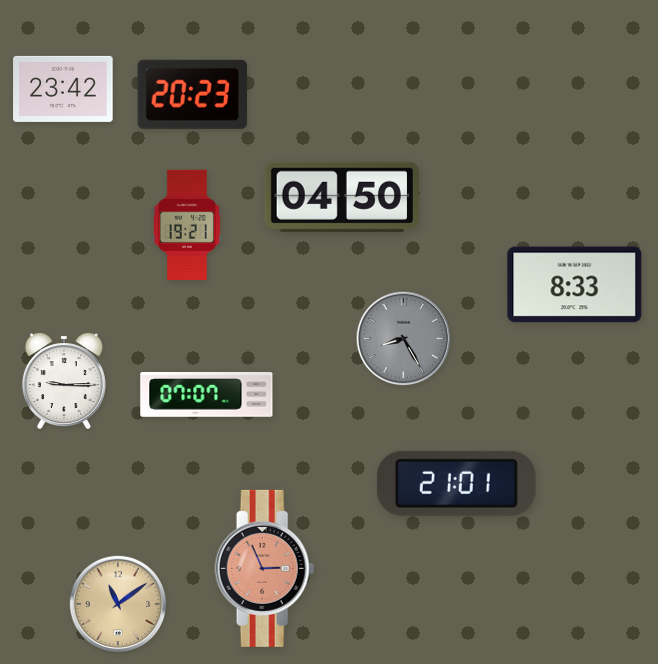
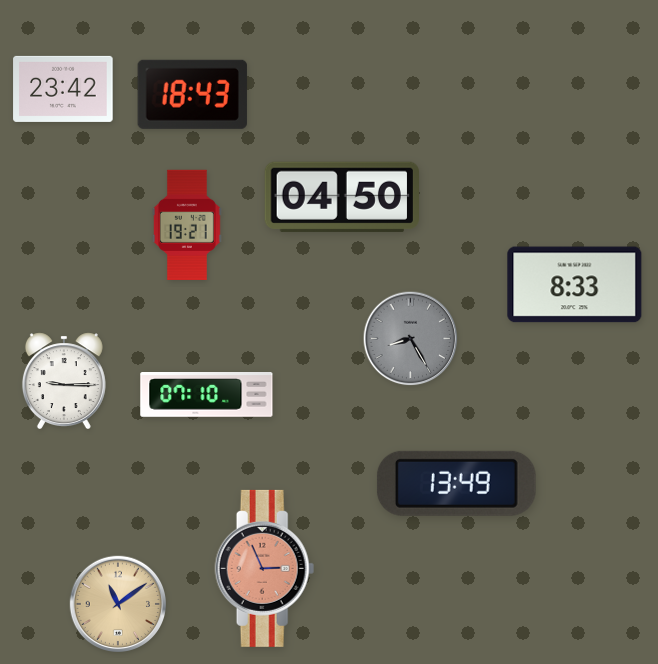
clock at (192, 94): 20:23 -> 18:43
clock at (404, 339) position: (404, 339) -> (411, 339)
clock at (207, 395): 07:07 -> 07:10
clock at (456, 483): 21:01 -> 13:49
